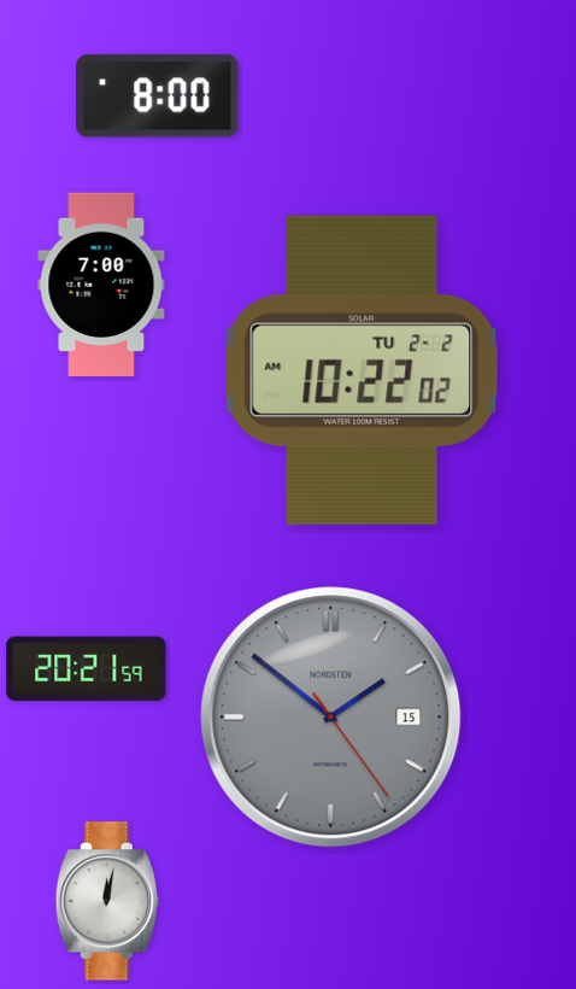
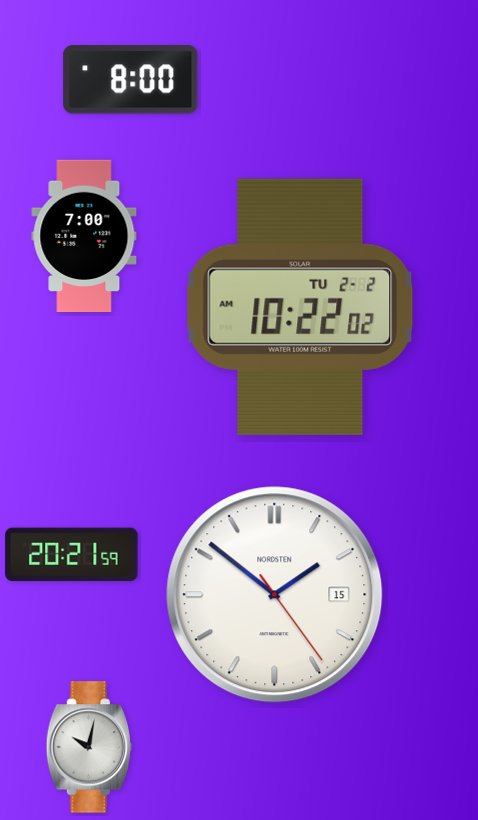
clock at (331, 718) dial: grey -> white
clock at (107, 901): 12:02 -> 10:02
